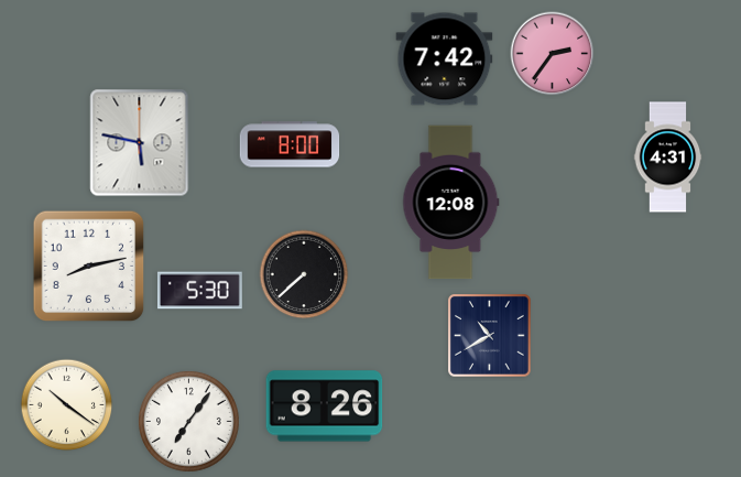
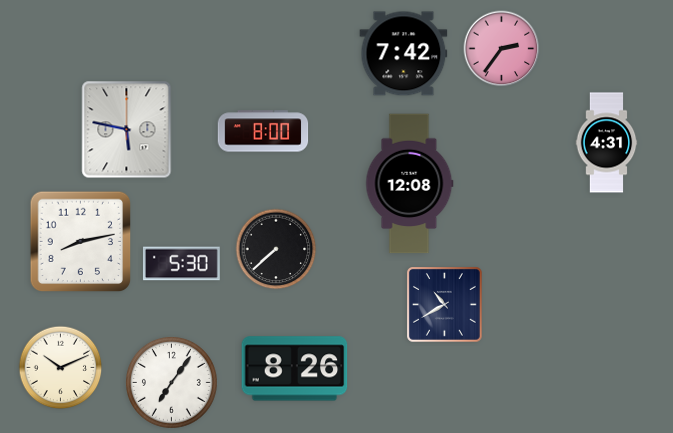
clock at (67, 405): 10:21 -> 10:11
